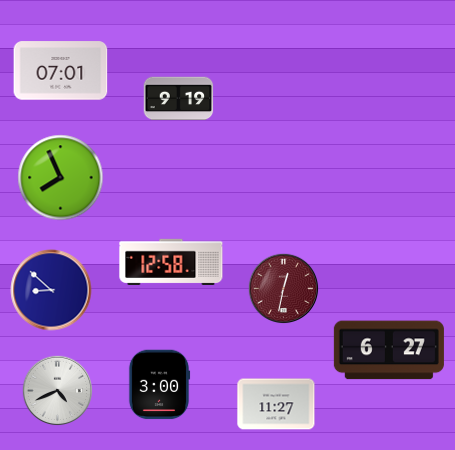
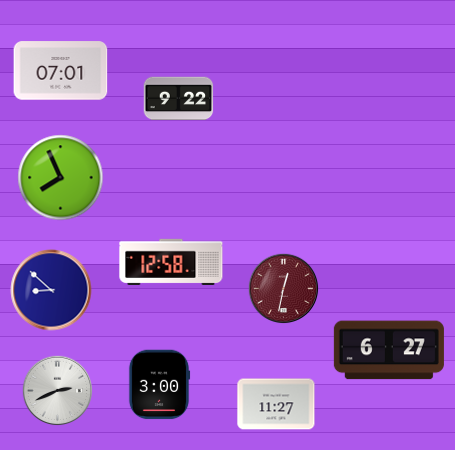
clock at (179, 99): 9:19 -> 9:22
clock at (58, 391): 4:41 -> 2:41
